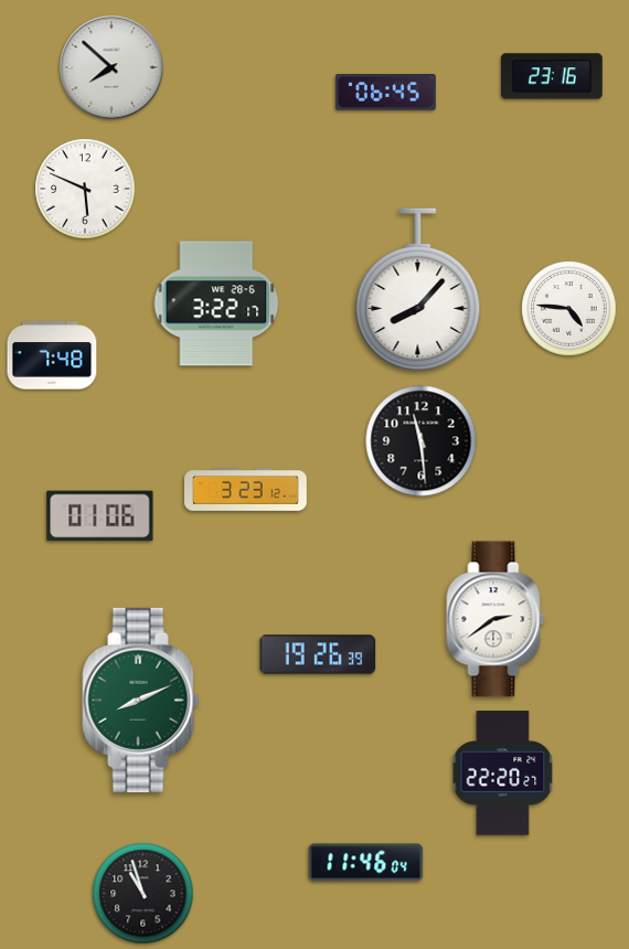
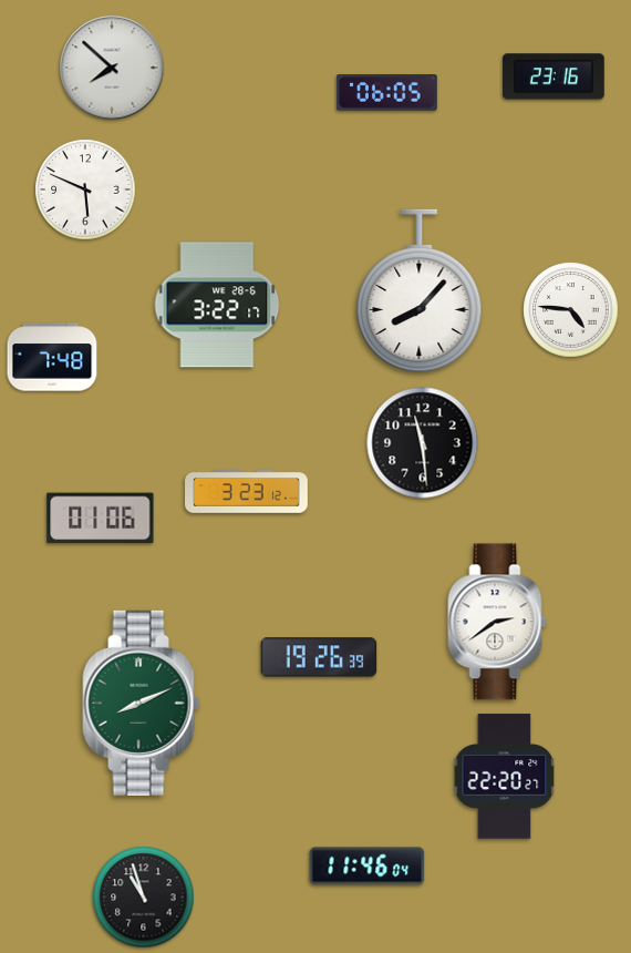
clock at (385, 93): 06:45 -> 06:05
